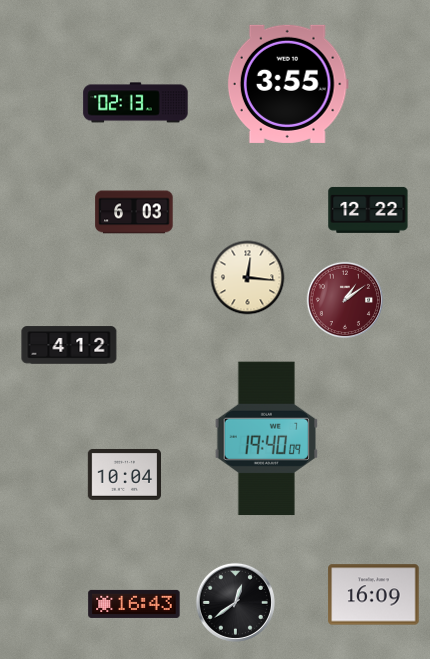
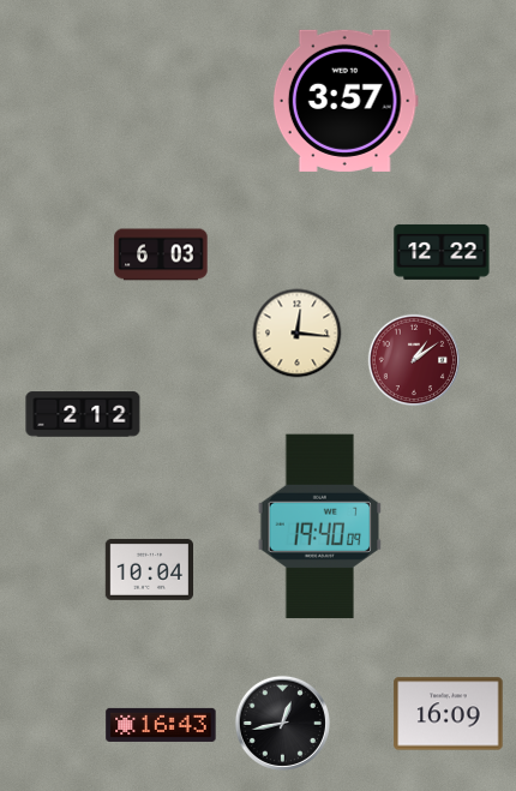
clock at (288, 84): 3:55 -> 3:57
clock at (136, 103): 02:13 -> none
clock at (69, 345): 4:12 -> 2:12
clock at (235, 602): 12:39 -> 12:43
